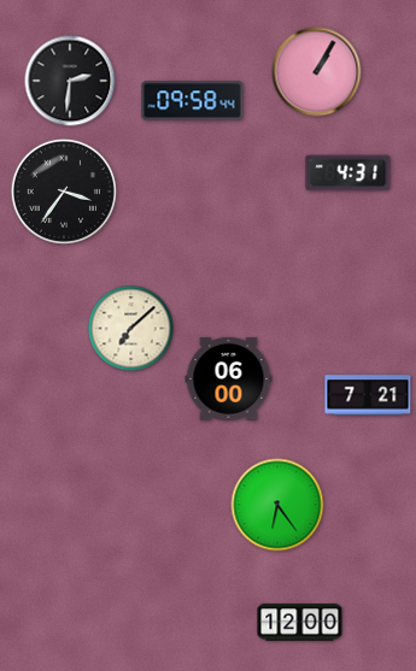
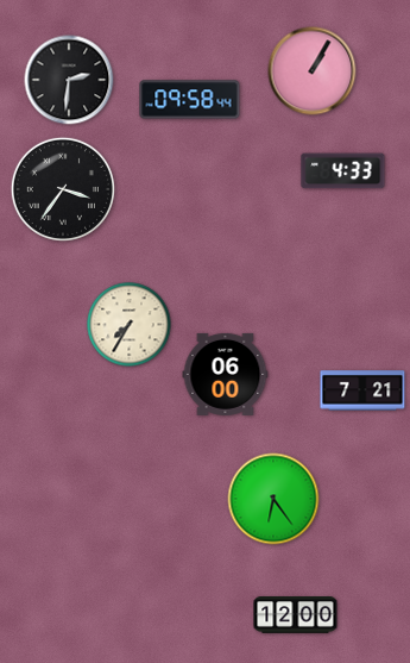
clock at (348, 173): 4:31 -> 4:33
clock at (131, 329): 7:08 -> 7:35
